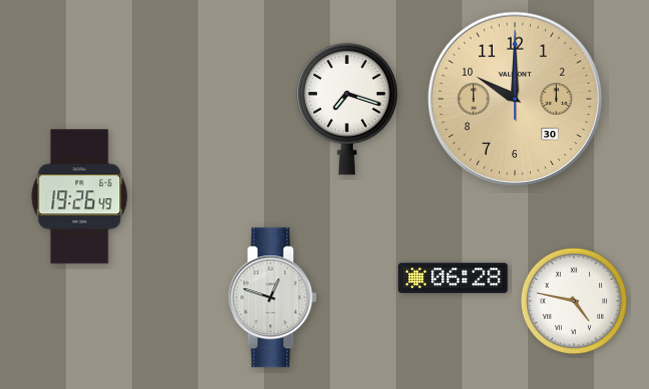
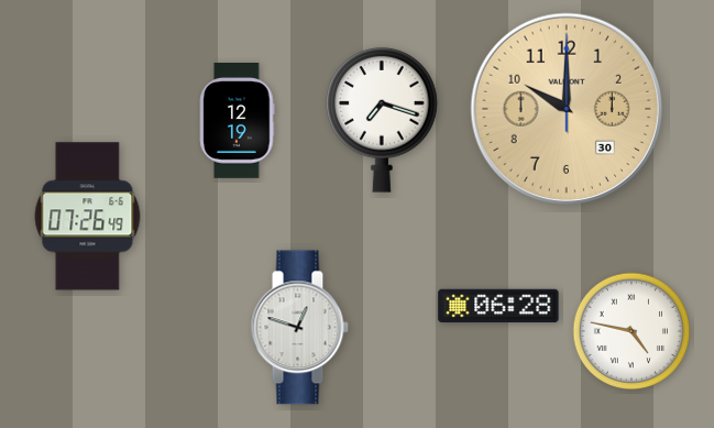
clock at (238, 121): none -> 12:19
clock at (80, 197): 19:26 -> 07:26
